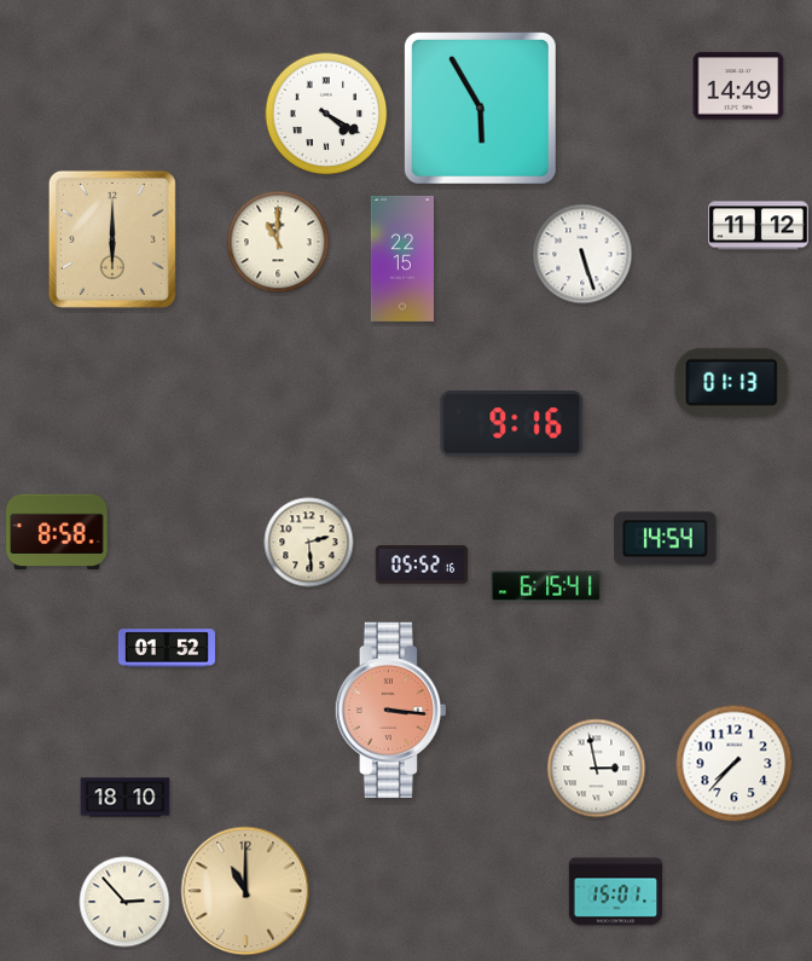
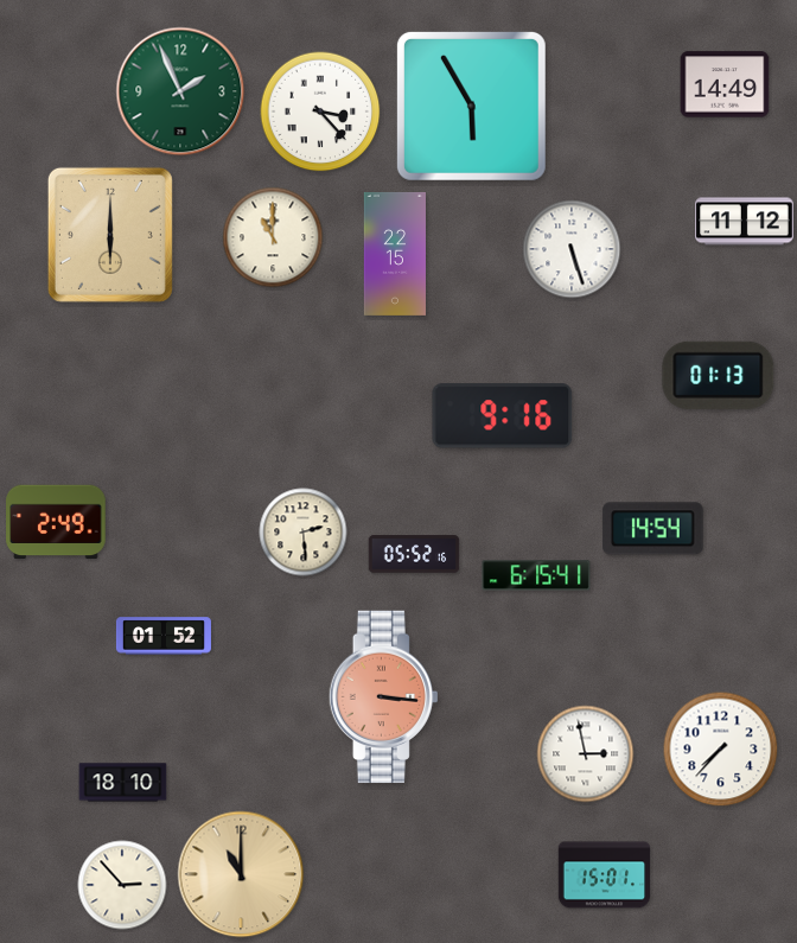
clock at (180, 91): none -> 1:56
clock at (326, 114): 4:20 -> 3:23
clock at (57, 532): 8:58 -> 2:49
